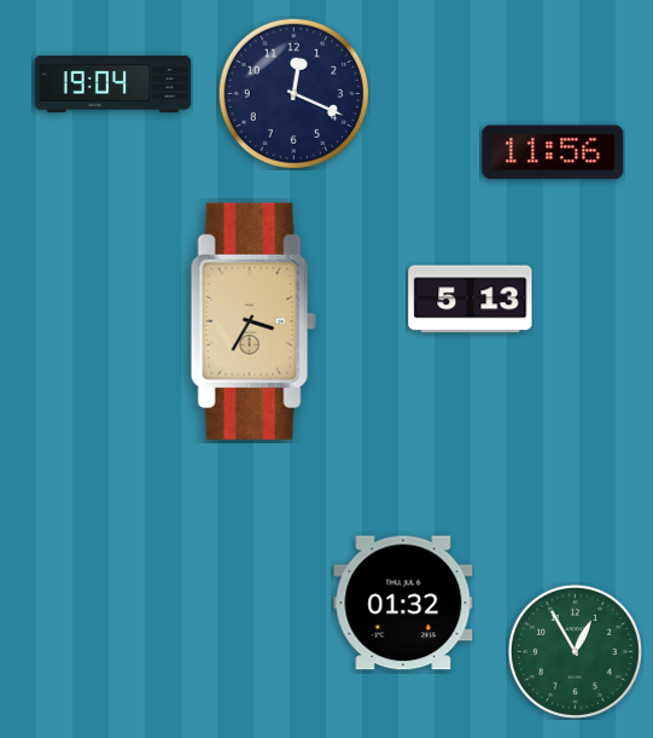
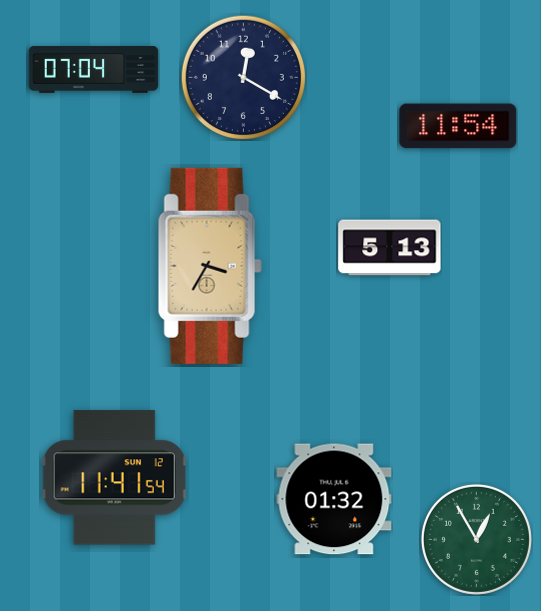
clock at (113, 85): 19:04 -> 07:04
clock at (293, 93): 12:19 -> 12:20
clock at (553, 152): 11:56 -> 11:54
clock at (115, 478): none -> 11:41
